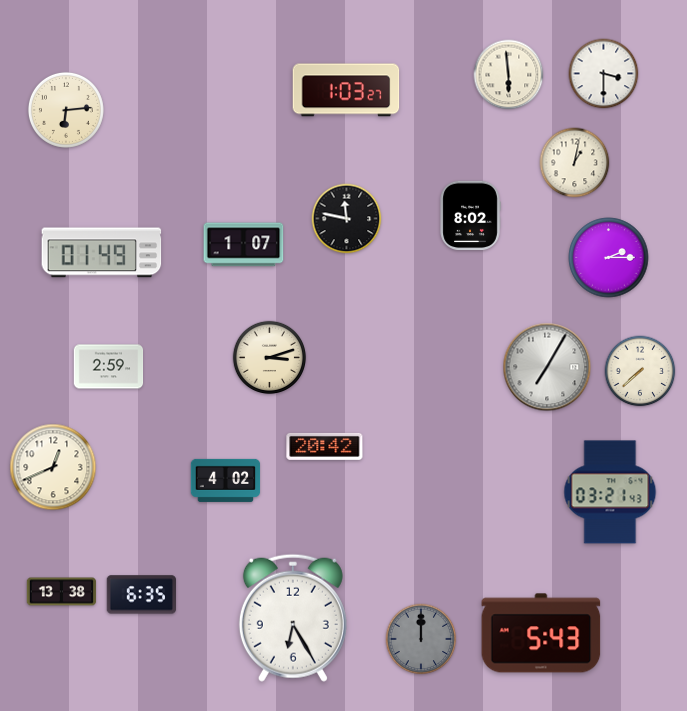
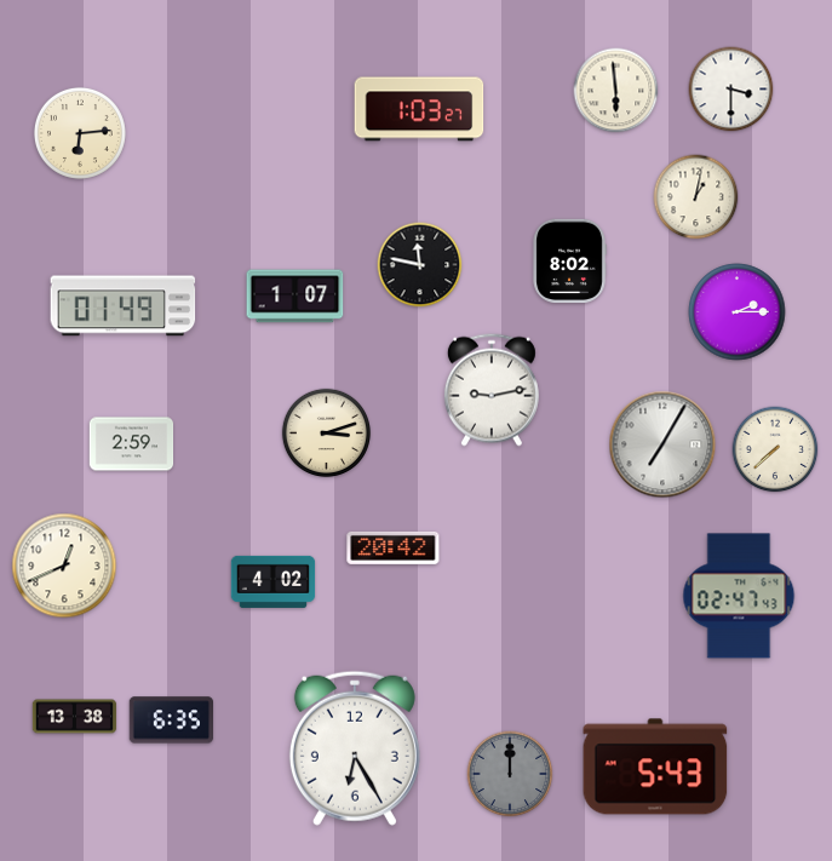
clock at (492, 390): none -> 9:13
clock at (325, 446) position: (325, 446) -> (394, 547)
clock at (610, 492): 03:21 -> 02:47
